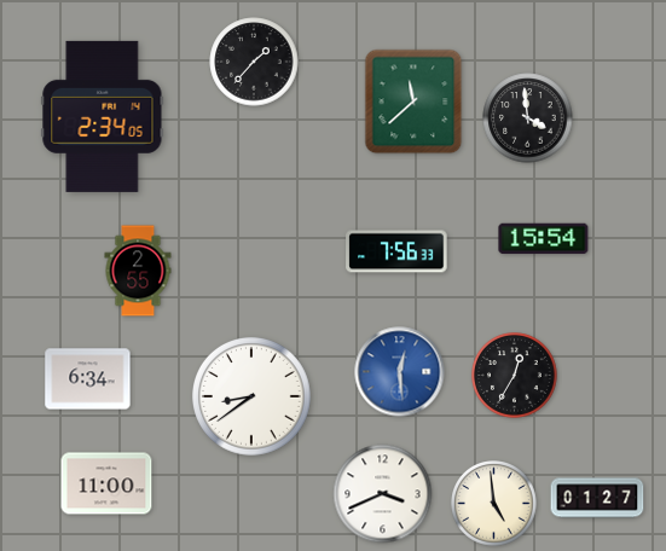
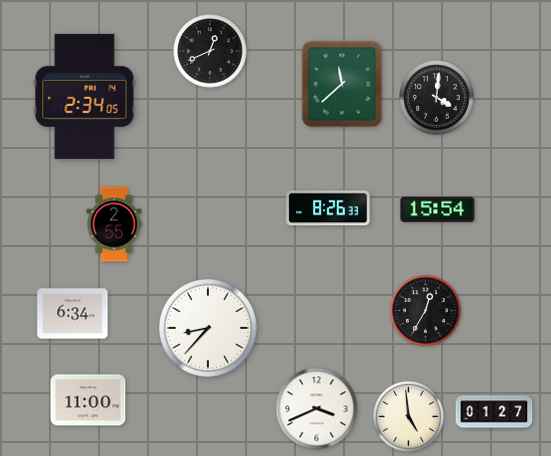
clock at (254, 62): 1:37 -> 12:41
clock at (528, 118): 3:59 -> 4:01
clock at (544, 239) position: (544, 239) -> (438, 210)
clock at (396, 251): 7:56 -> 8:26
clock at (400, 372): 12:29 -> none
clock at (253, 398): 8:39 -> 8:37
